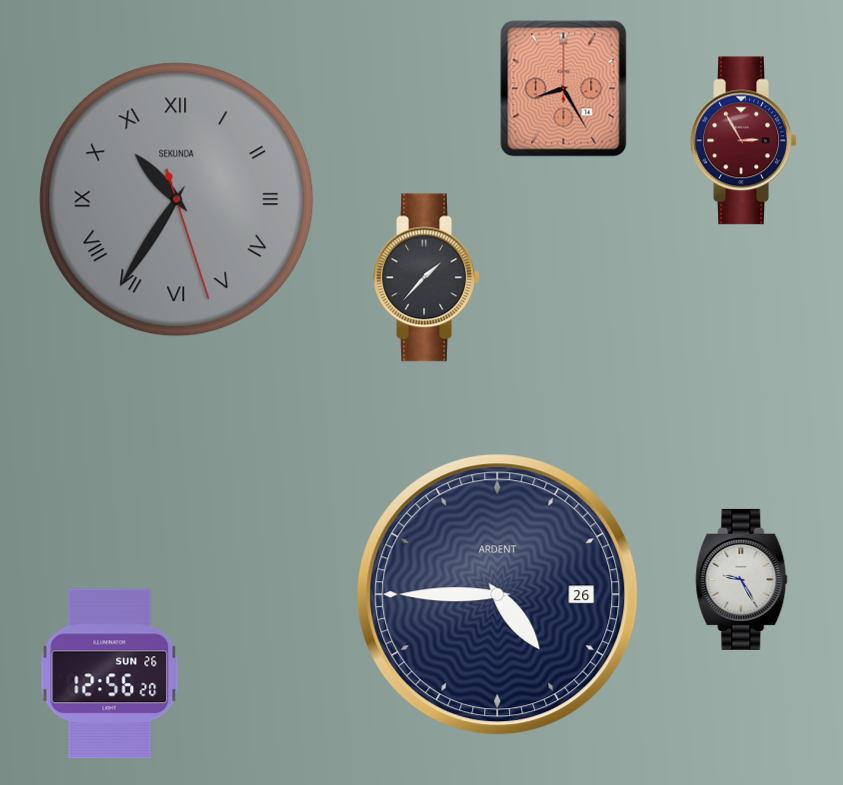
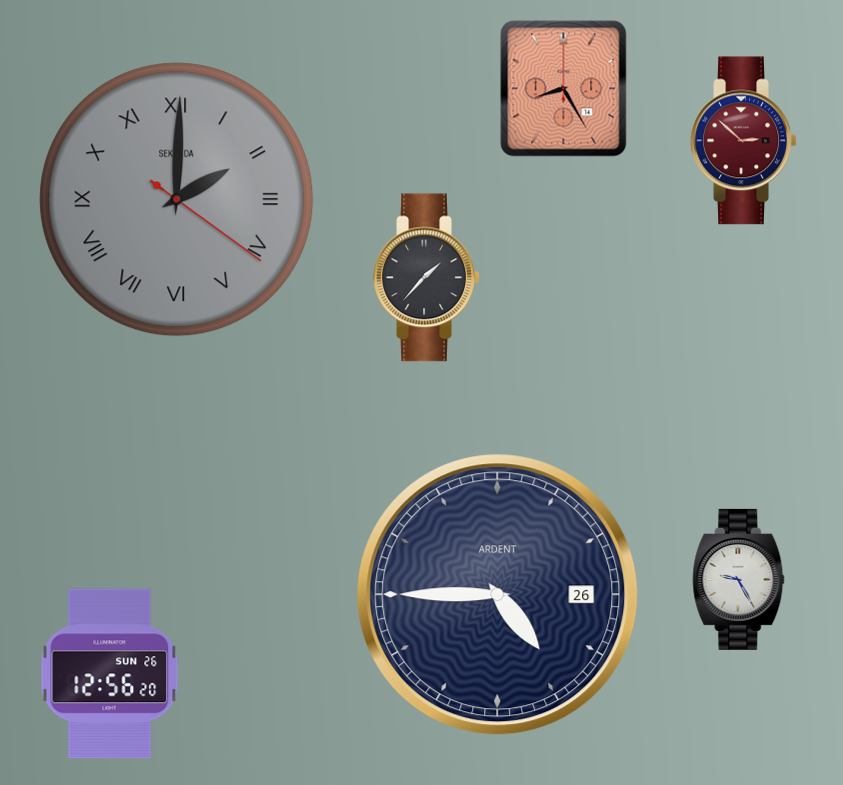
clock at (744, 141): 2:55 -> 2:52
clock at (177, 200): 10:35 -> 2:00
clock at (742, 579) position: (742, 579) -> (739, 579)
